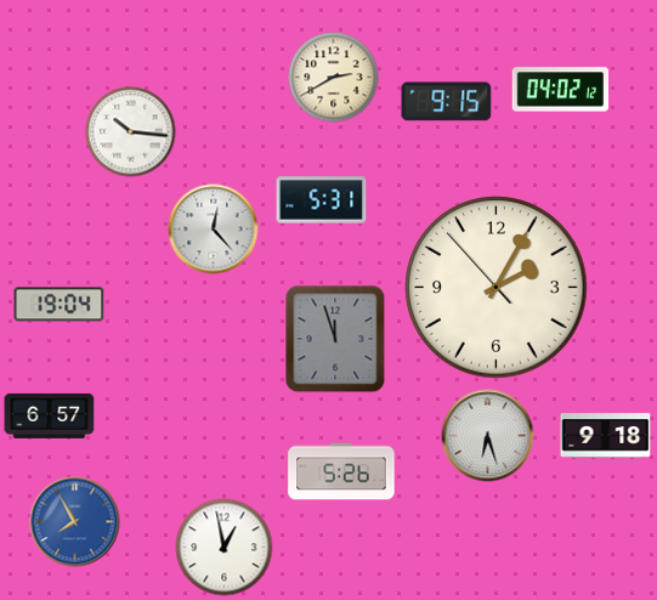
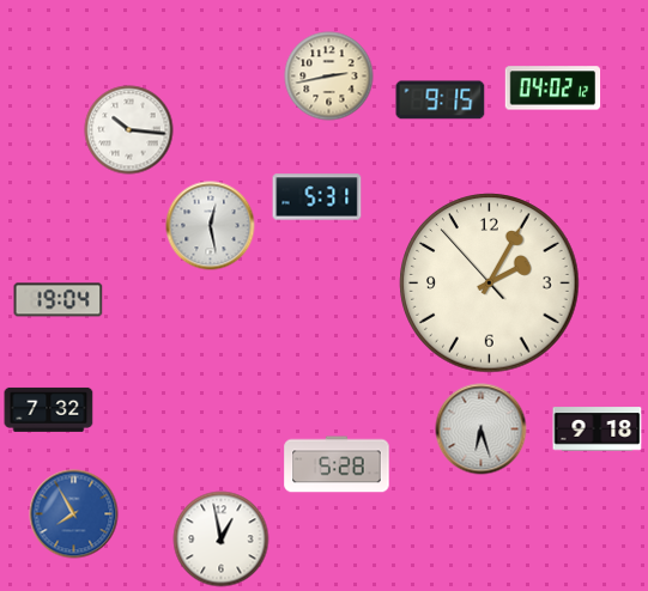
clock at (334, 78): 2:40 -> 2:43
clock at (214, 230): 12:23 -> 12:28
clock at (335, 339): 11:57 -> none
clock at (50, 415): 6:57 -> 7:32
clock at (341, 471): 5:26 -> 5:28
